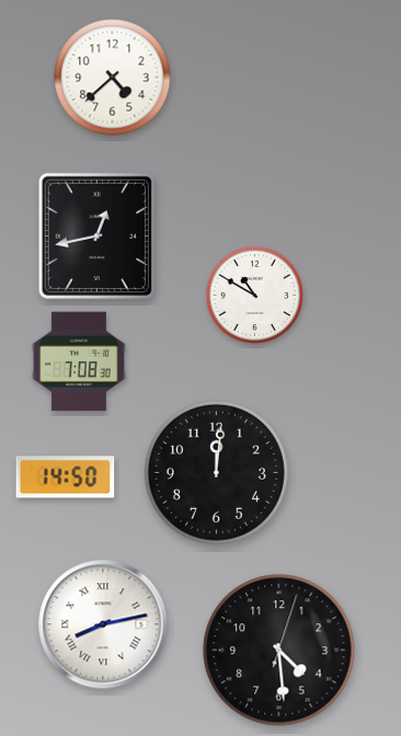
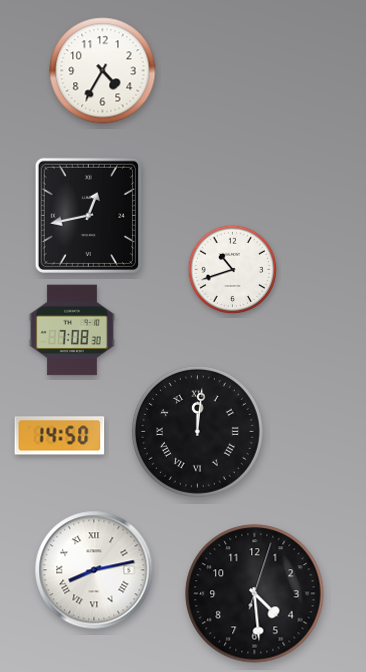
clock at (113, 78): 4:38 -> 4:35
clock at (255, 296): 10:50 -> 10:42
clock at (216, 472) numerals: Arabic -> Roman
